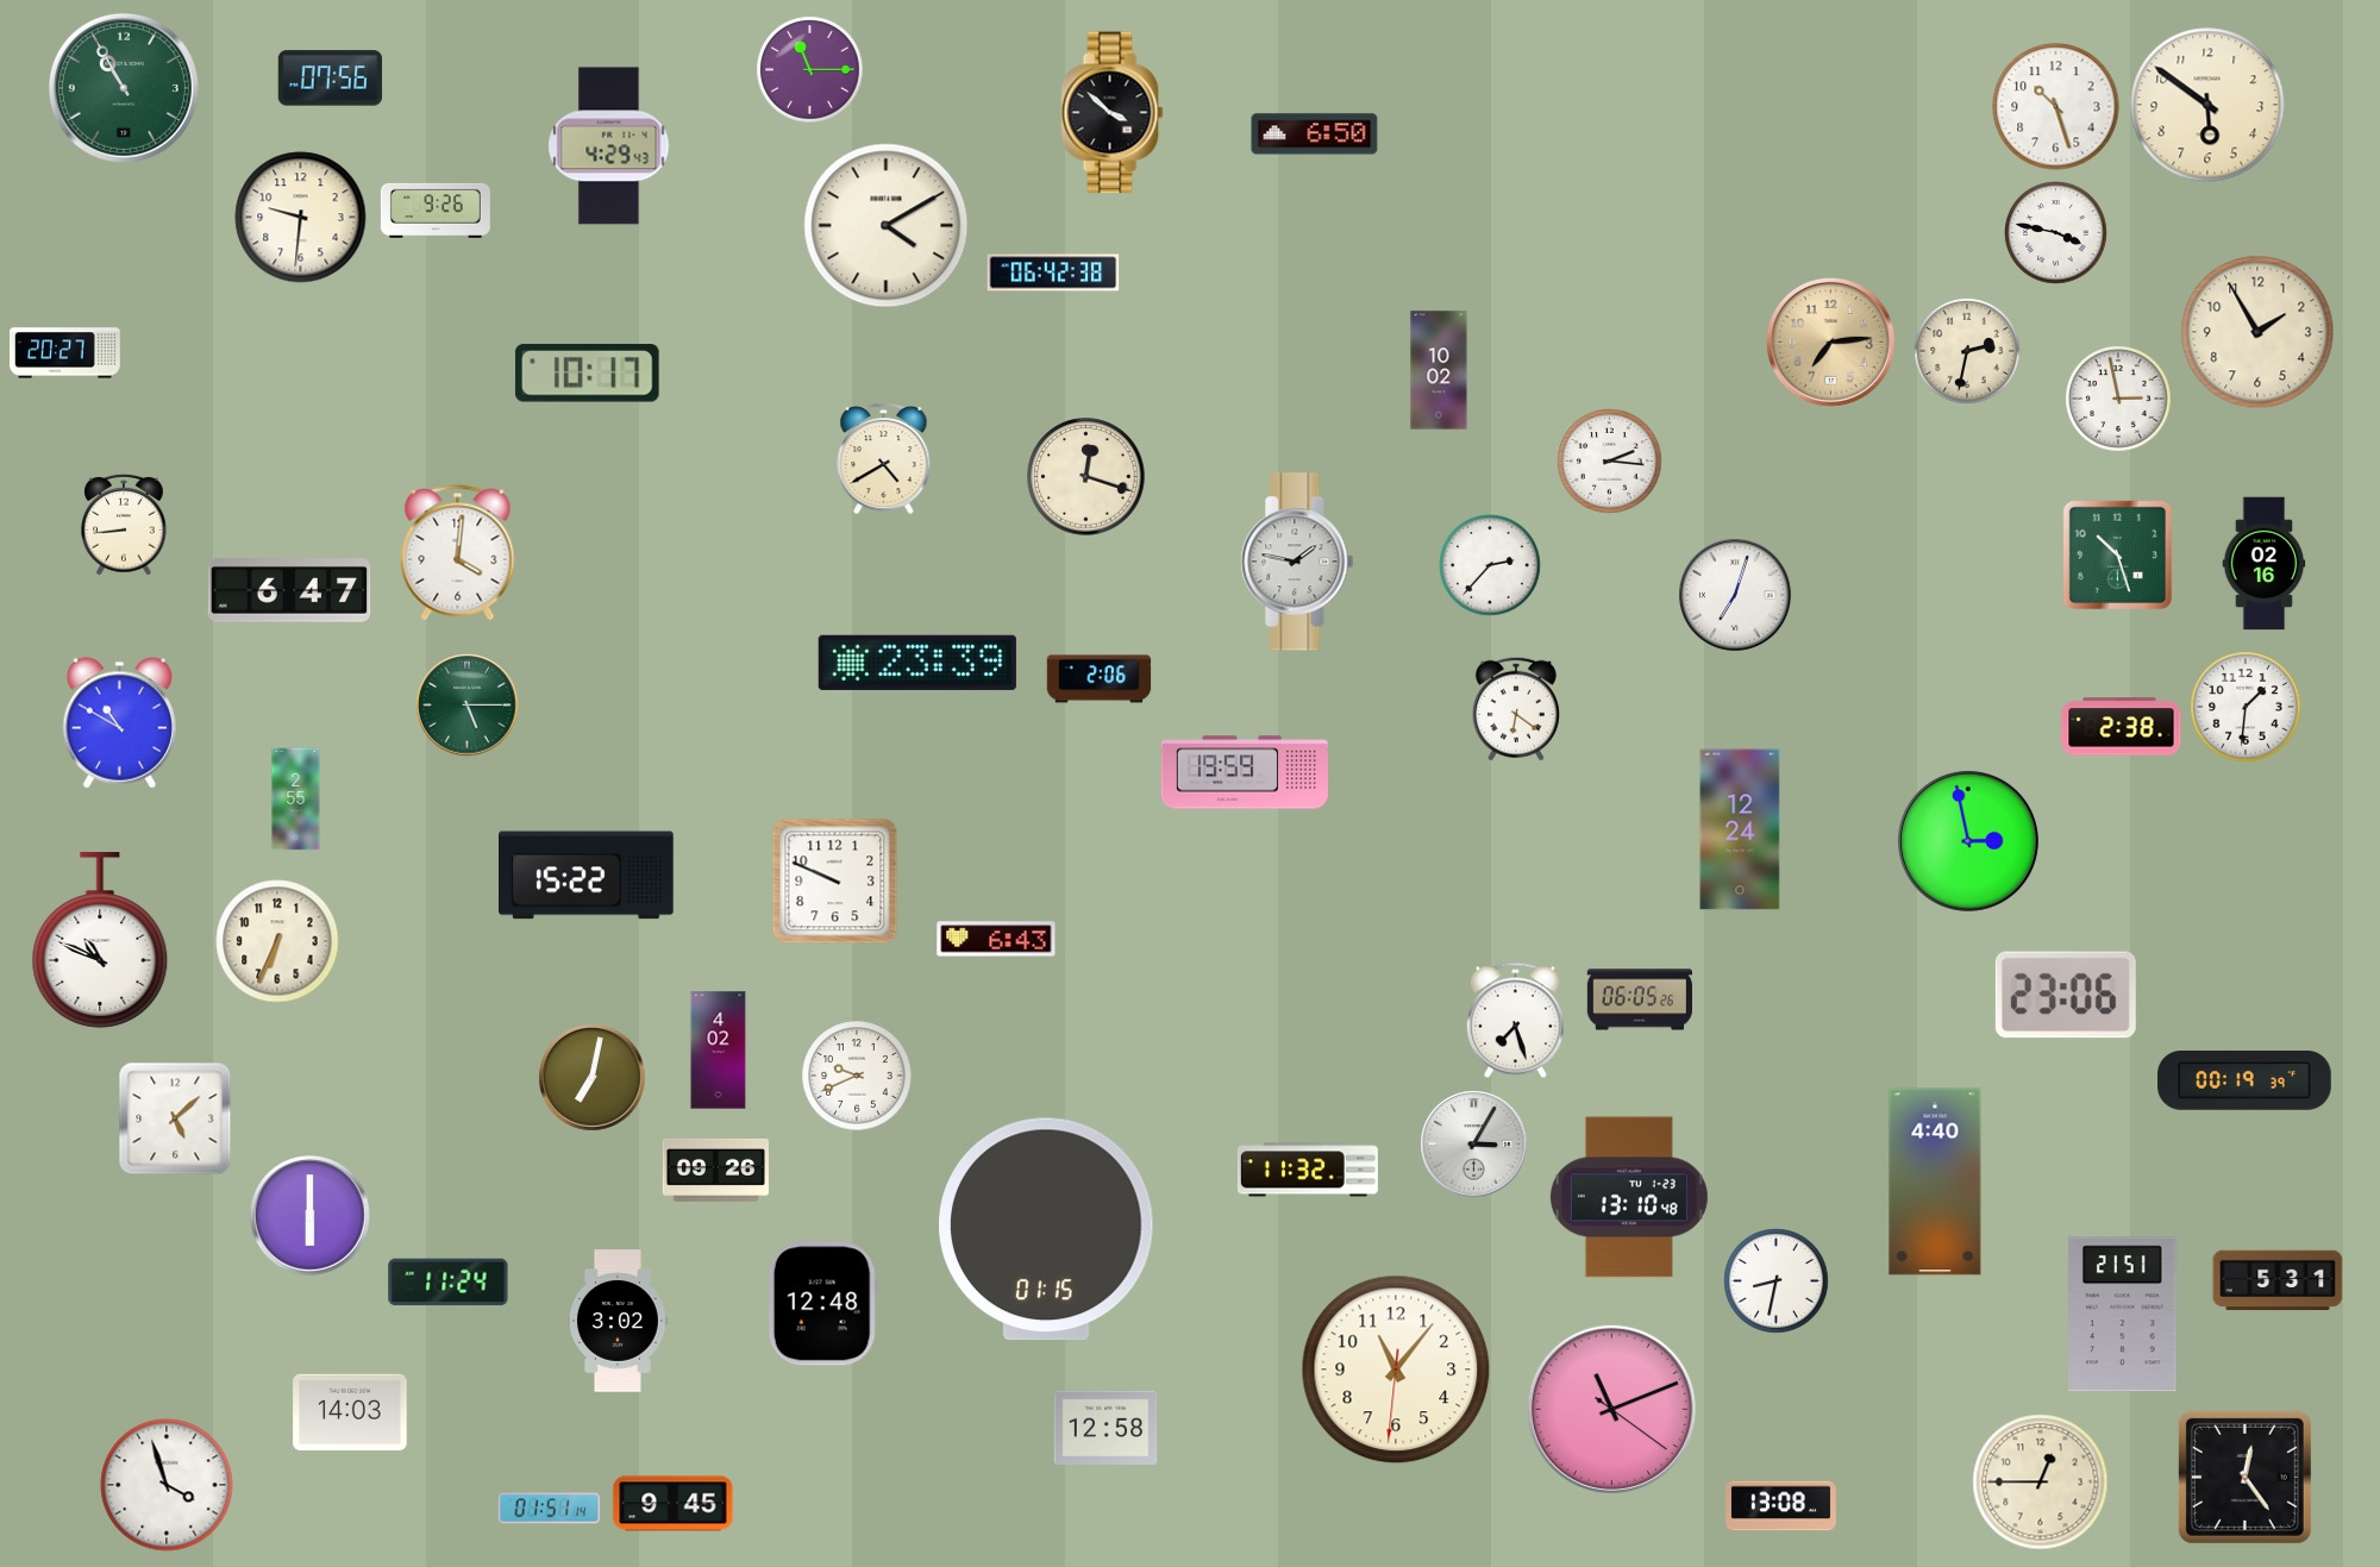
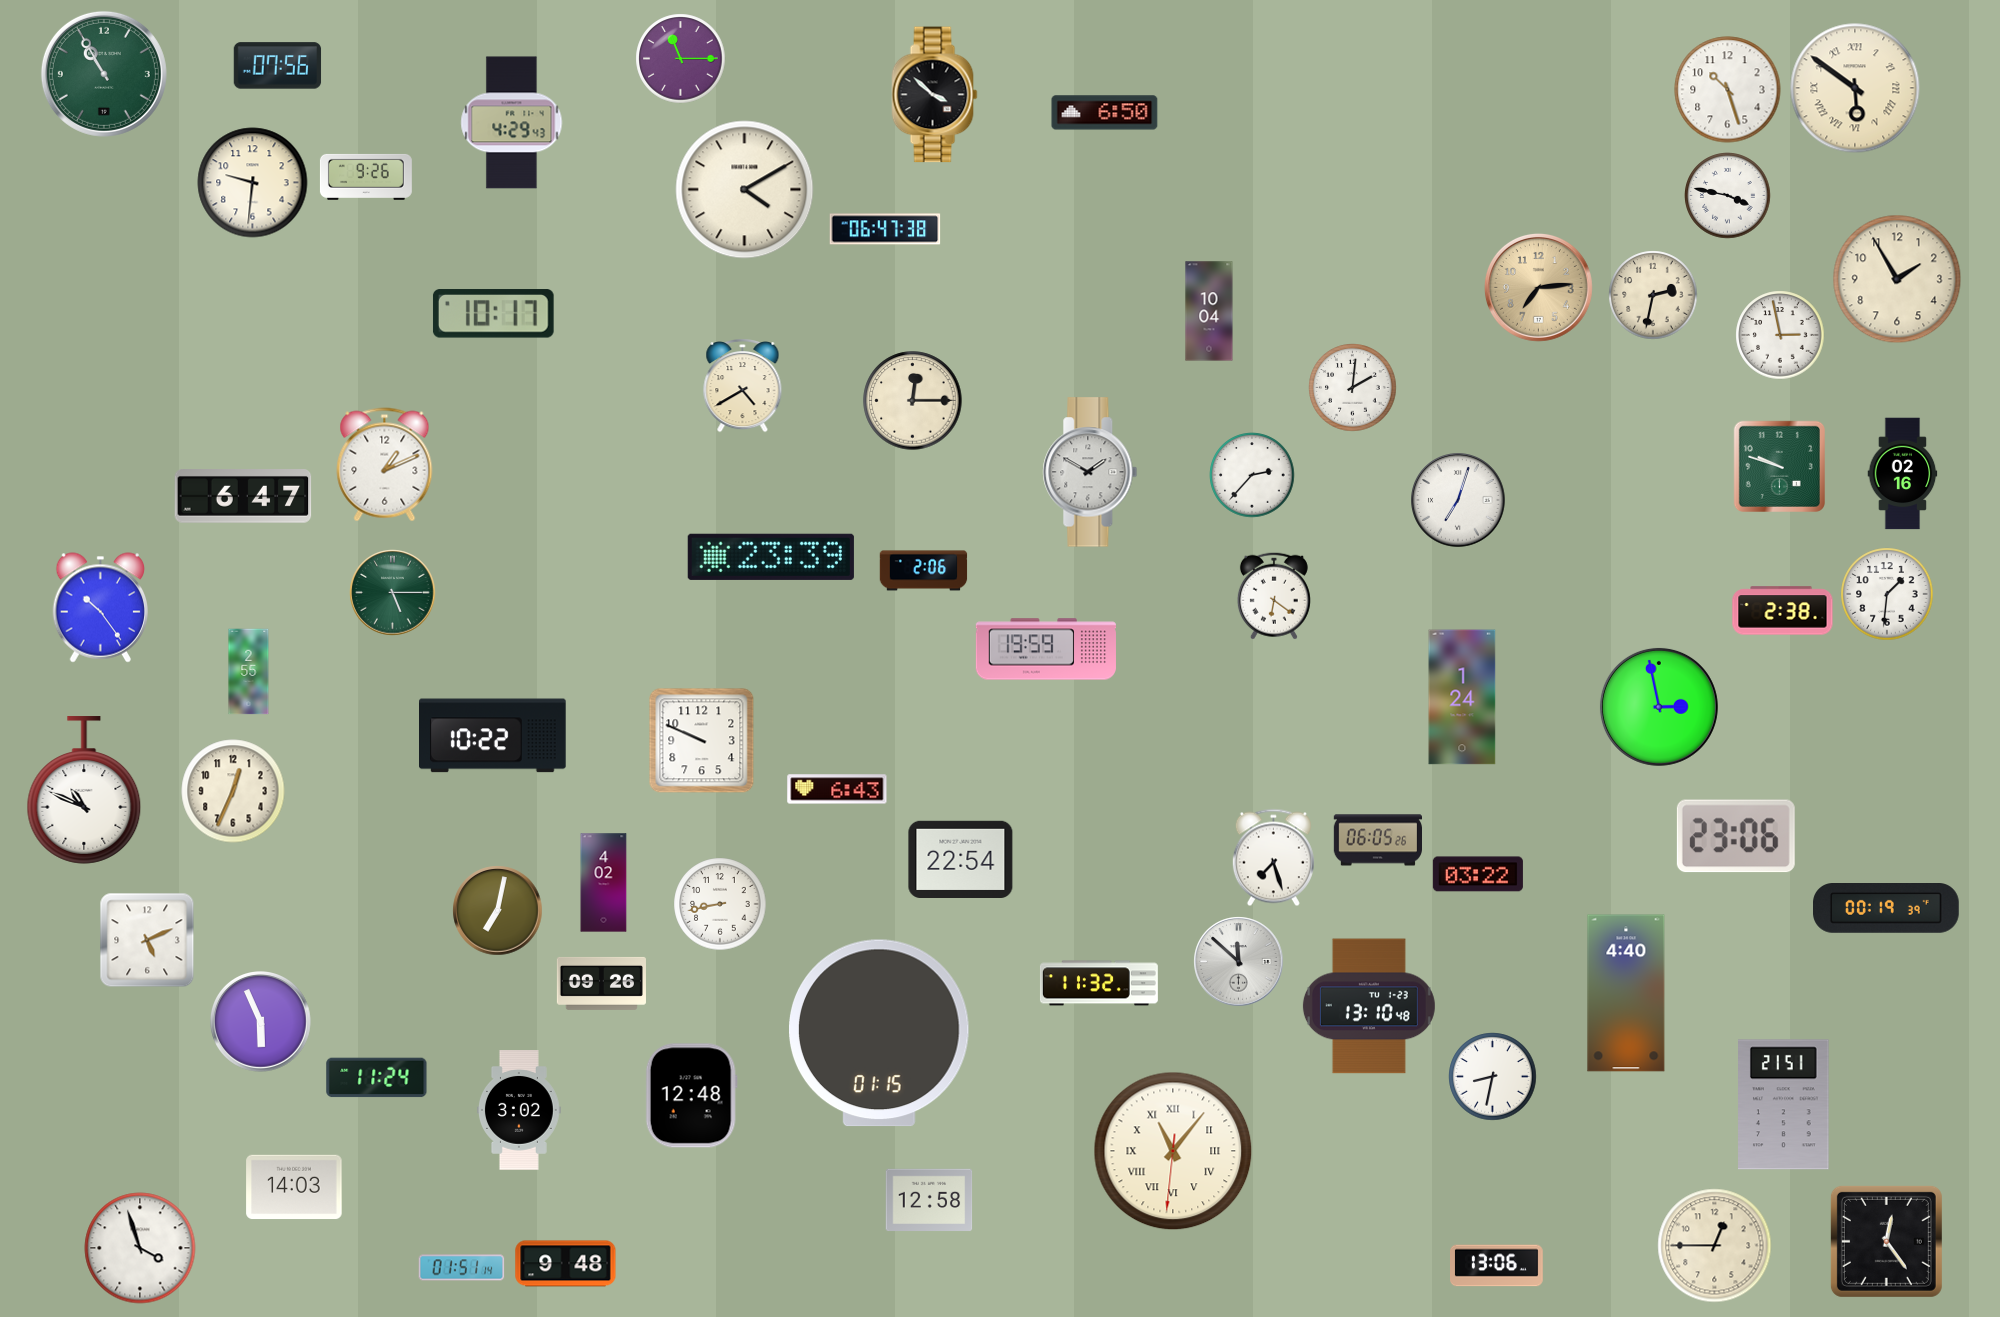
clock at (2207, 105) numerals: Arabic -> Roman
clock at (1053, 272): 06:42 -> 06:47
clock at (65, 353): 20:27 -> none
clock at (1439, 370): 10:02 -> 10:04
clock at (1610, 462): 2:16 -> 2:01
clock at (1086, 477): 12:18 -> 12:15
clock at (124, 525): 8:44 -> none
clock at (458, 553): 4:01 -> 1:11
clock at (2117, 554): 10:27 -> 9:48
clock at (1297, 562): 1:47 -> 1:50
clock at (119, 723): 10:50 -> 10:24
clock at (1740, 829): 12:24 -> 1:24
clock at (1968, 841) position: (1968, 841) -> (1659, 707)
clock at (587, 876): 15:22 -> 10:22
clock at (277, 941): 6:34 -> 12:34
clock at (961, 859): none -> 22:54
clock at (1478, 874): none -> 03:22
clock at (857, 1076): 9:41 -> 8:43
clock at (593, 1078) position: (593, 1078) -> (498, 911)
clock at (175, 1118): 5:08 -> 5:11
clock at (1474, 1145): 3:05 -> 11:52
clock at (311, 1216): 6:00 -> 5:56
clock at (2278, 1280): 5:31 -> none
clock at (1396, 1369) numerals: Arabic -> Roman
clock at (1611, 1409): 11:11 -> none
clock at (674, 1504): 9:45 -> 9:48
clock at (1781, 1506): 13:08 -> 13:06
